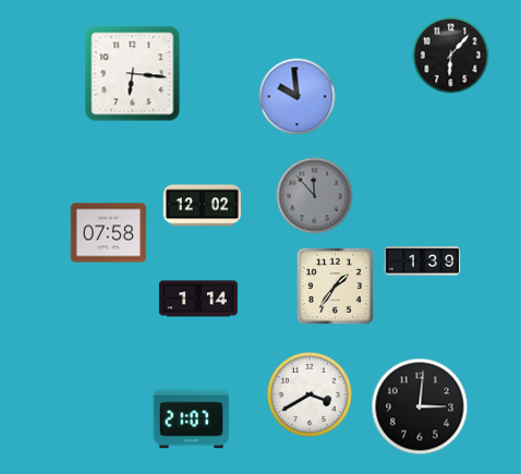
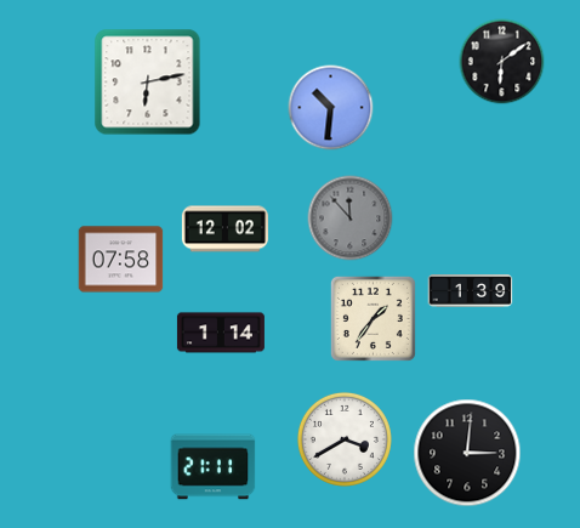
clock at (451, 56): 6:07 -> 6:09
clock at (133, 74): 6:16 -> 6:13
clock at (298, 97): 9:59 -> 10:31
clock at (192, 420): 21:07 -> 21:11
